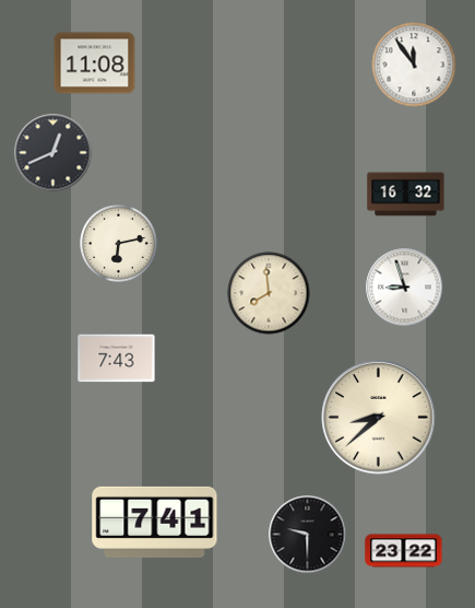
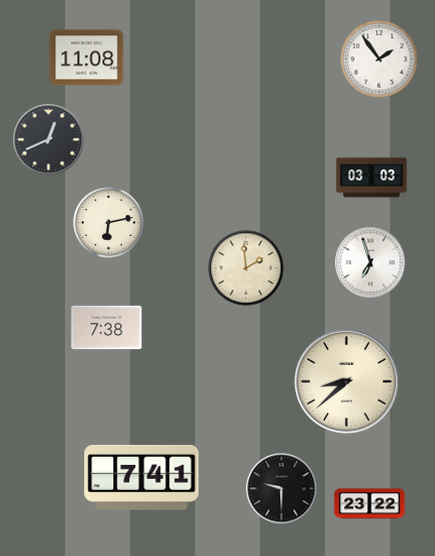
clock at (414, 65): 11:54 -> 1:54
clock at (406, 195): 16:32 -> 03:03
clock at (405, 288): 8:57 -> 6:57
clock at (269, 293): 7:59 -> 1:59
clock at (117, 359): 7:43 -> 7:38
